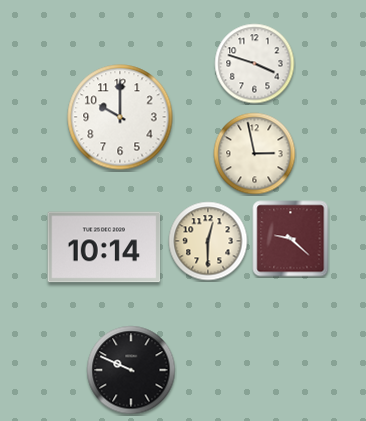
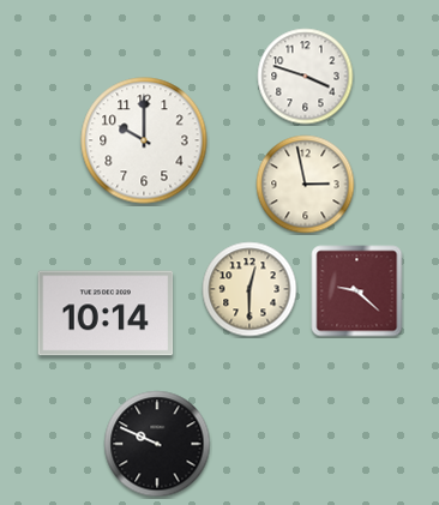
clock at (291, 239) position: (291, 239) -> (357, 291)
clock at (104, 247) position: (104, 247) -> (106, 313)
